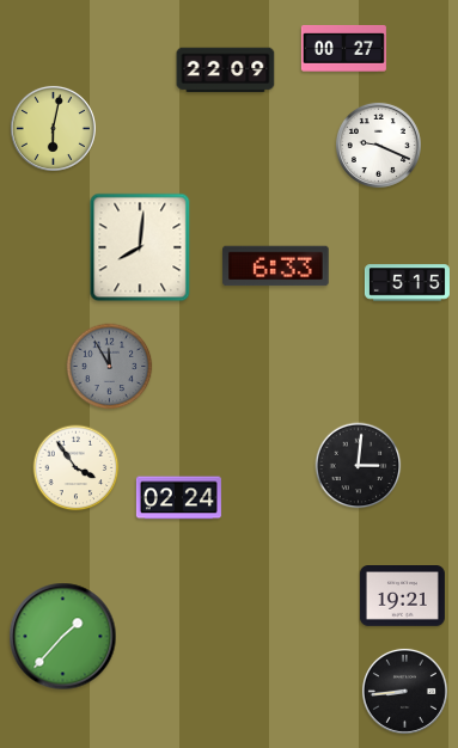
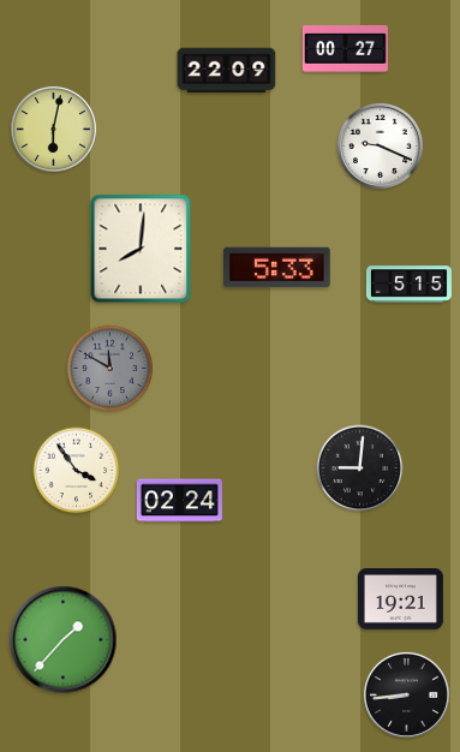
clock at (276, 266): 6:33 -> 5:33
clock at (110, 367): 11:55 -> 11:50
clock at (359, 466): 3:01 -> 9:01
clock at (402, 596) position: (402, 596) -> (400, 599)
